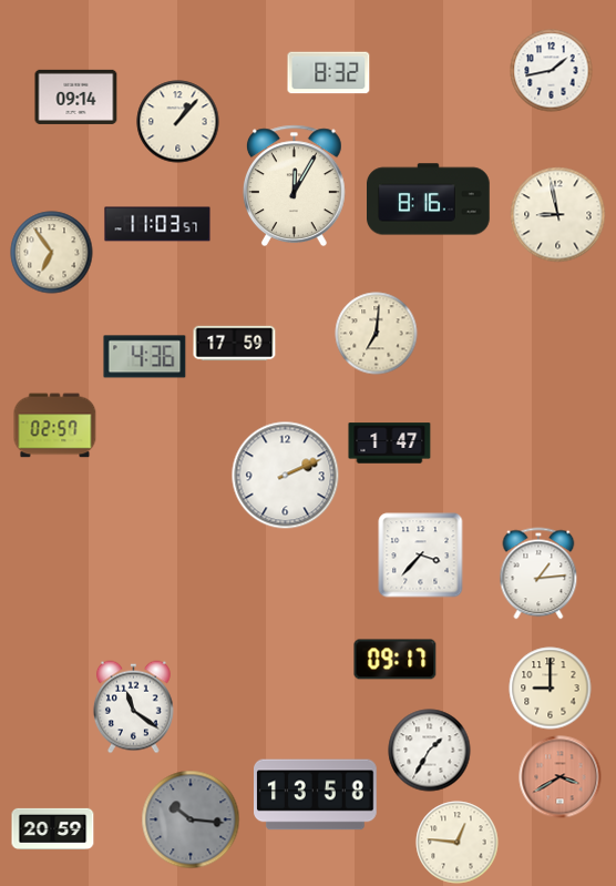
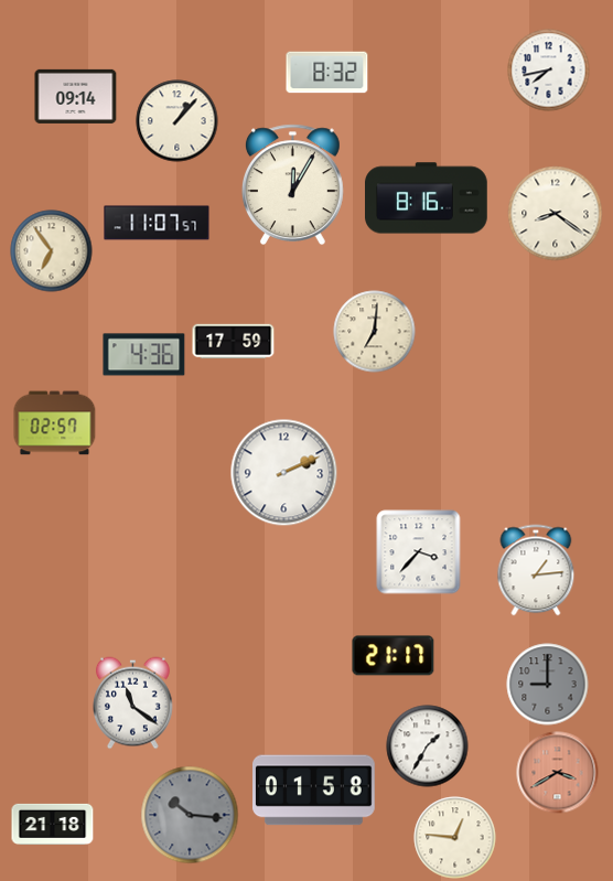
clock at (552, 71): 1:43 -> 7:43
clock at (558, 215): 8:58 -> 8:21
clock at (157, 224): 11:03 -> 11:07
clock at (390, 444): 1:47 -> none
clock at (396, 660): 09:17 -> 21:17
clock at (551, 689) dial: cream -> grey
clock at (316, 795): 13:58 -> 01:58
clock at (53, 828): 20:59 -> 21:18
